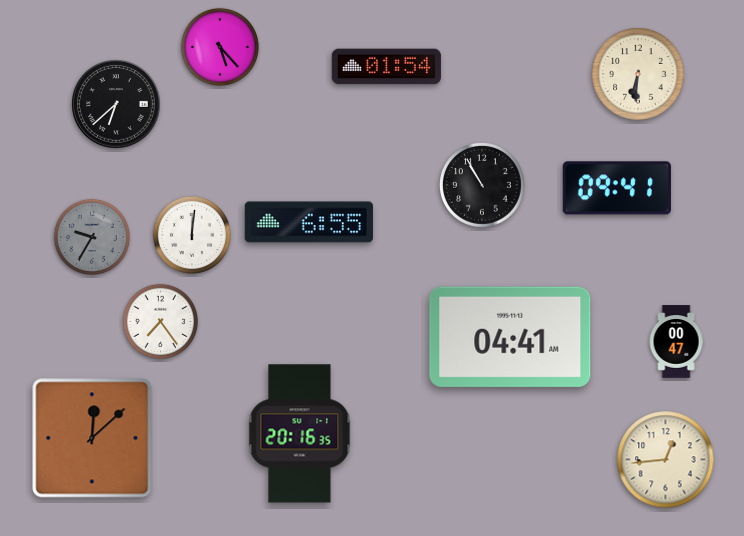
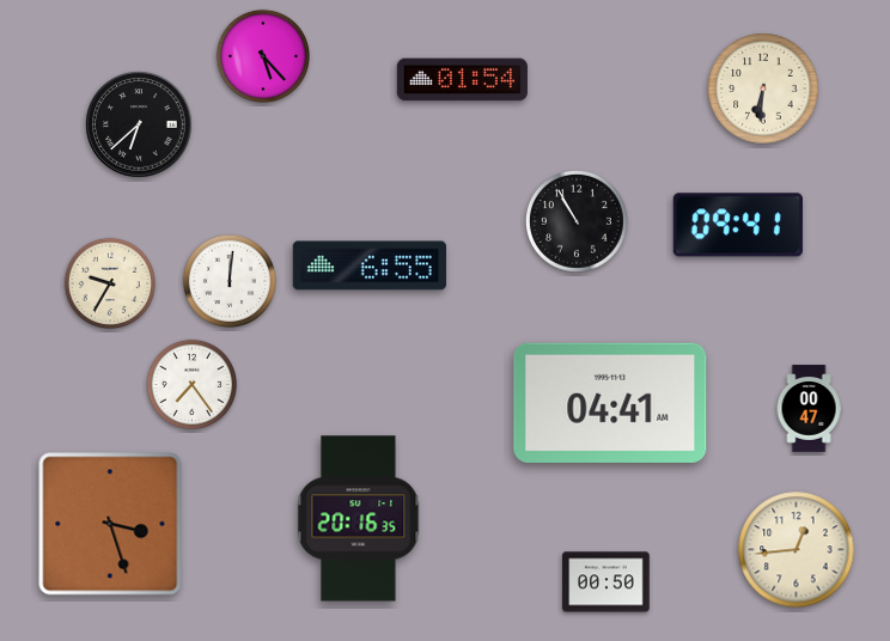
clock at (91, 236) dial: grey -> cream
clock at (92, 438): 12:08 -> 3:27
clock at (606, 582): none -> 00:50
